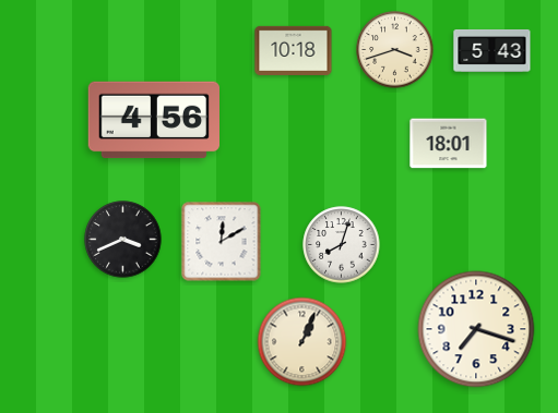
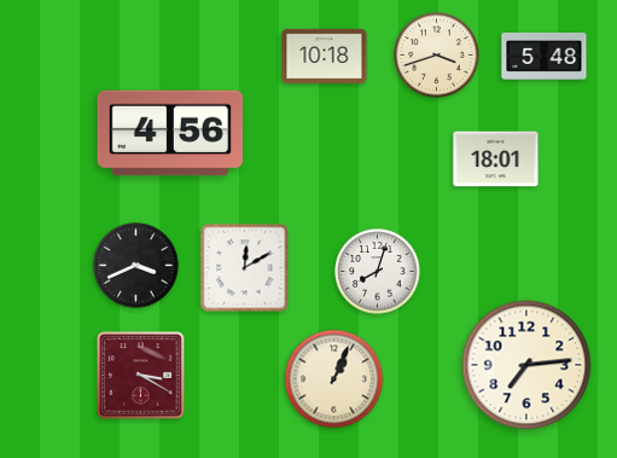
clock at (492, 50): 5:43 -> 5:48
clock at (476, 329): 7:18 -> 7:14
clock at (141, 376): none -> 3:20
